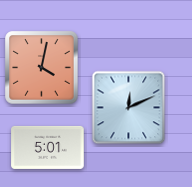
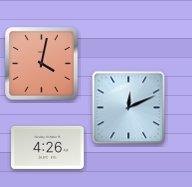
clock at (42, 68) position: (42, 68) -> (42, 64)
clock at (48, 147): 5:01 -> 4:26
